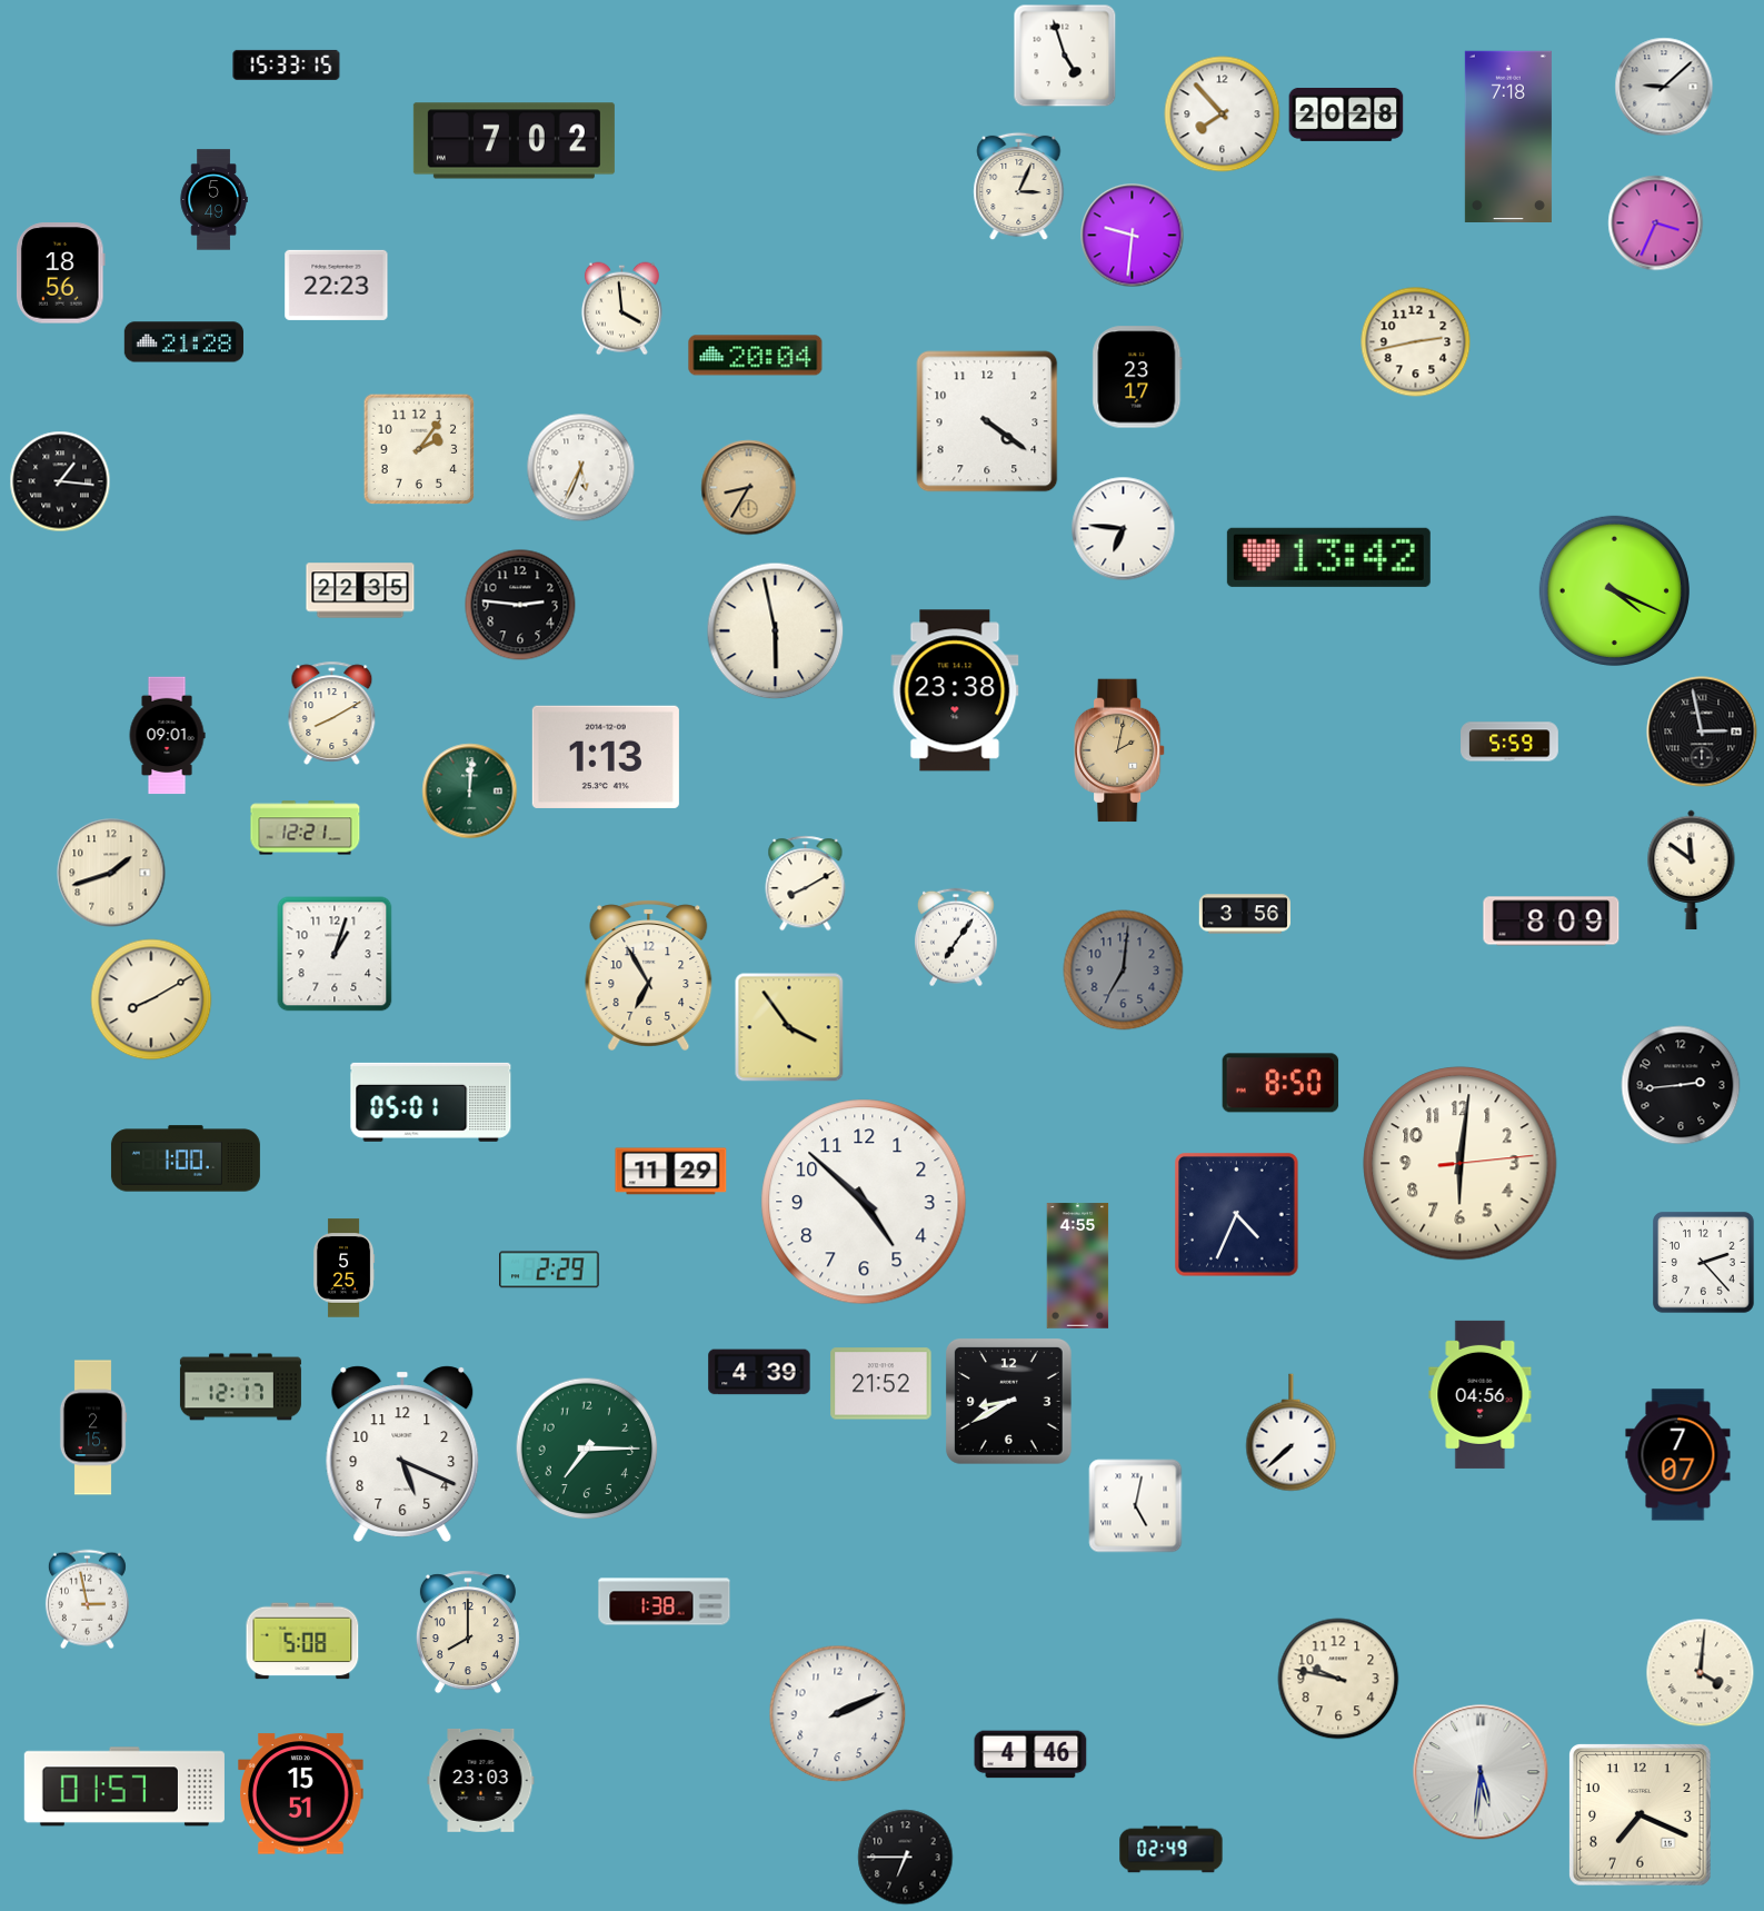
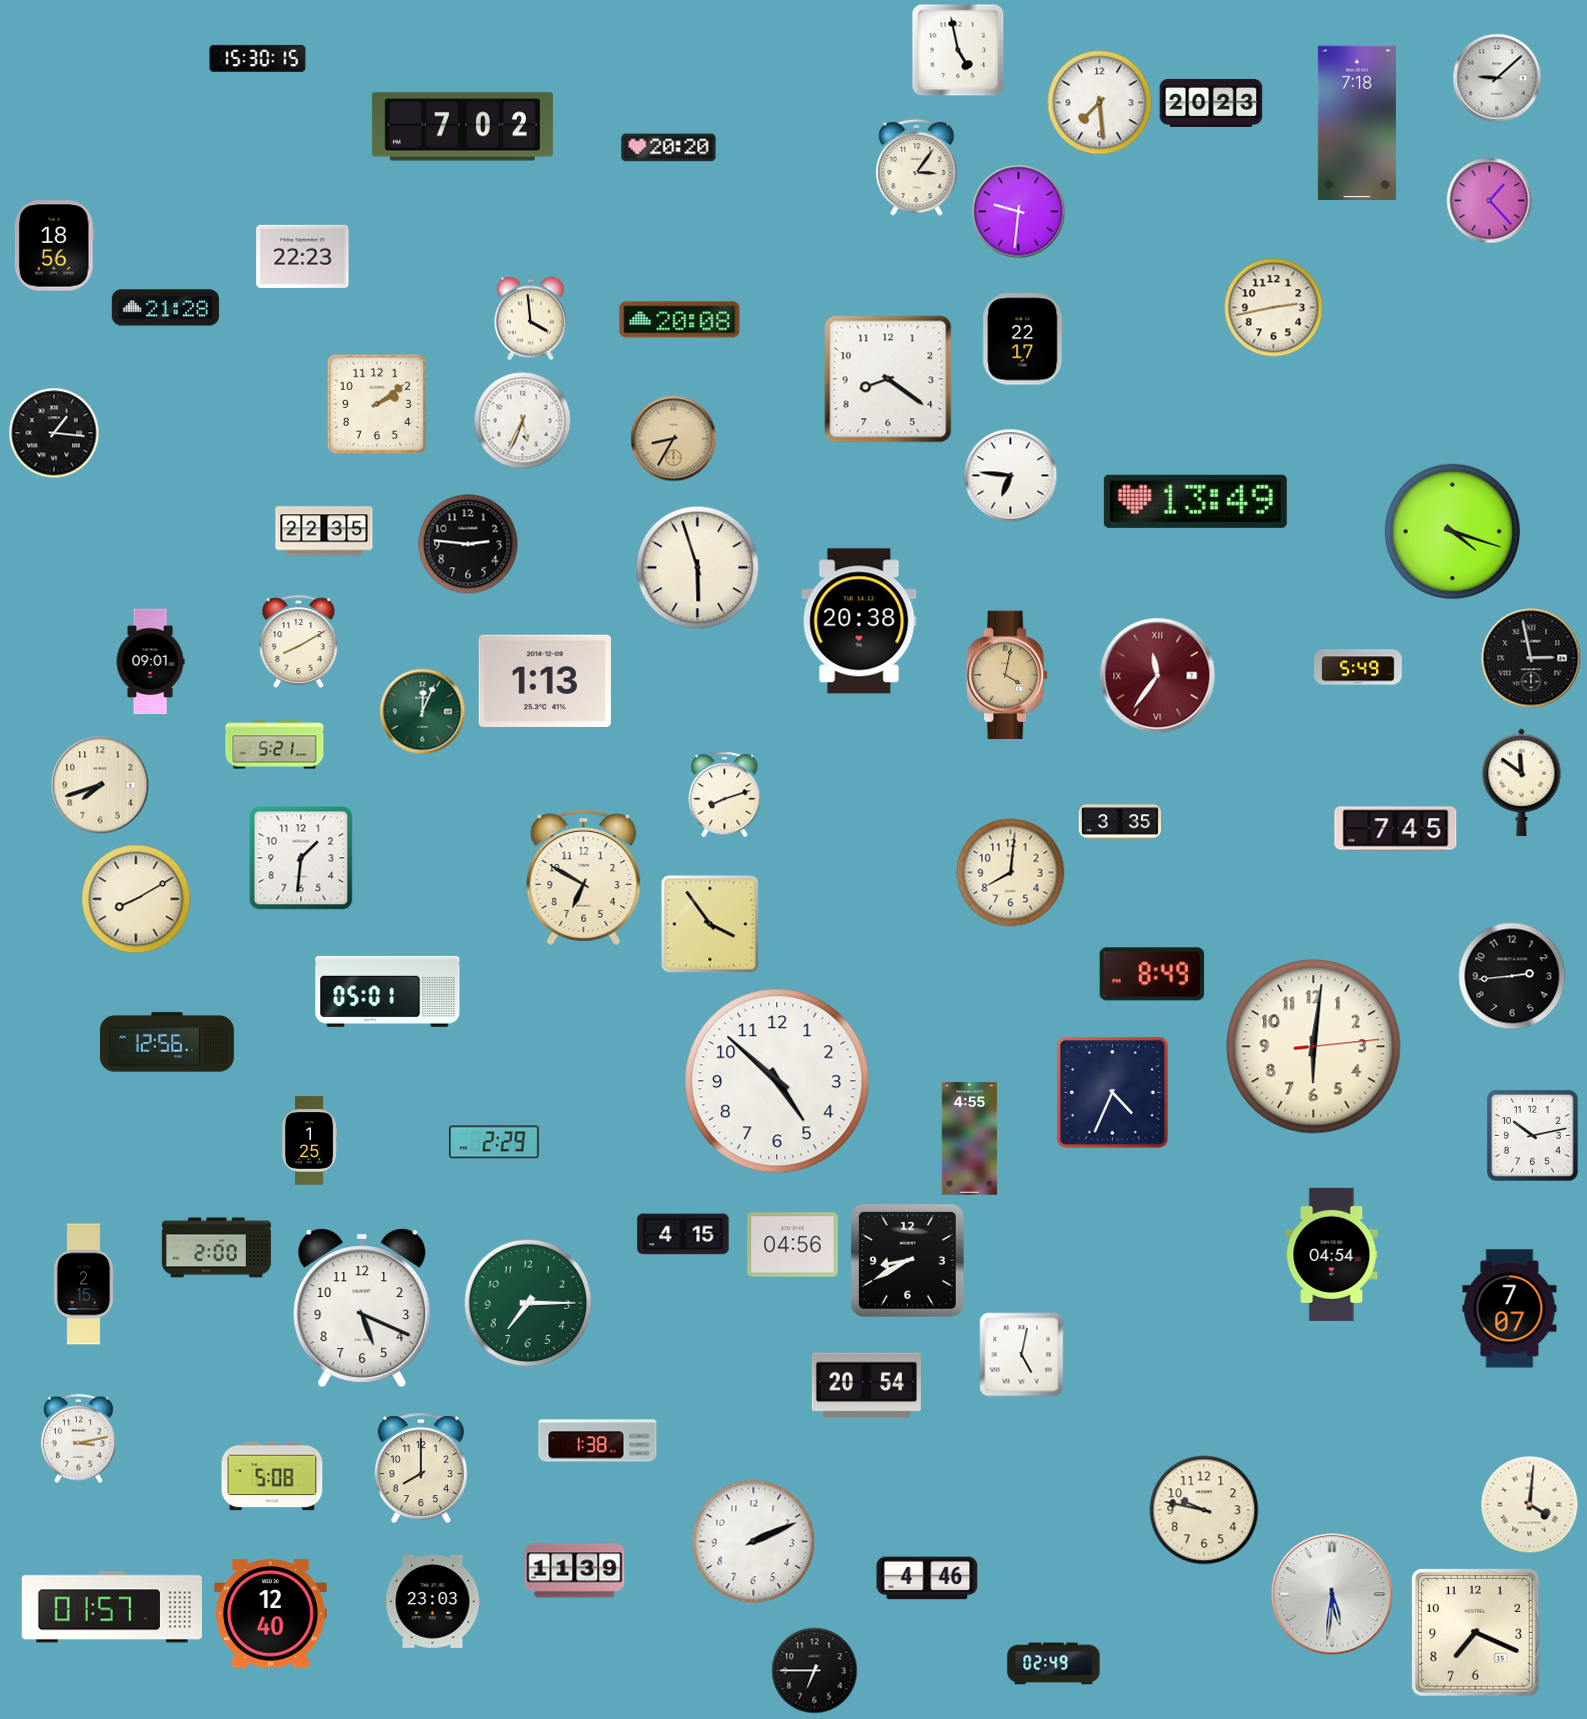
clock at (1065, 56): 4:57 -> 4:58
clock at (287, 64): 15:33 -> 15:30
clock at (1223, 115): 7:53 -> 7:29
clock at (1346, 115): 20:28 -> 20:23
clock at (669, 148): none -> 20:20
clock at (1019, 187): 3:04 -> 3:06
clock at (213, 200): 5:49 -> none
clock at (1656, 223): 3:34 -> 1:23
clock at (621, 309) position: (621, 309) -> (530, 319)
clock at (756, 356): 20:04 -> 20:08
clock at (1137, 377): 23:17 -> 22:17
clock at (987, 421): 4:21 -> 8:21
clock at (419, 449): 2:06 -> 2:09
clock at (1328, 557): 13:42 -> 13:49
clock at (1614, 590): 4:19 -> 4:18
clock at (776, 631): 5:58 -> 5:57
clock at (955, 690): 23:38 -> 20:38
clock at (1509, 741): 5:59 -> 5:49
clock at (1120, 750): 2:02 -> 4:02
clock at (1158, 676): none -> 11:36
clock at (470, 792): 12:01 -> 12:04
clock at (306, 828): 12:21 -> 5:21
clock at (111, 873): 1:42 -> 7:42
clock at (806, 884): 8:10 -> 8:12
clock at (1244, 914): 3:56 -> 3:35
clock at (1552, 922): 8:09 -> 7:45
clock at (956, 937): 7:06 -> none
clock at (335, 954): 1:03 -> 1:31
clock at (1124, 971): 7:01 -> 8:01
clock at (1124, 971) dial: grey -> cream
clock at (649, 975): 6:55 -> 6:50
clock at (1280, 1083): 8:50 -> 8:49
clock at (186, 1158): 1:00 -> 12:56
clock at (671, 1172): 11:29 -> none
clock at (1704, 1263): 2:23 -> 10:13
clock at (345, 1268): 5:25 -> 1:25
clock at (759, 1372): 4:39 -> 4:15
clock at (881, 1384): 21:52 -> 04:56
clock at (240, 1387): 12:17 -> 2:00
clock at (1481, 1394): 04:56 -> 04:54
clock at (1292, 1433): 7:38 -> none
clock at (866, 1386): none -> 20:54
clock at (87, 1600): 2:58 -> 3:13
clock at (575, 1571): none -> 11:39
clock at (301, 1794): 15:51 -> 12:40
